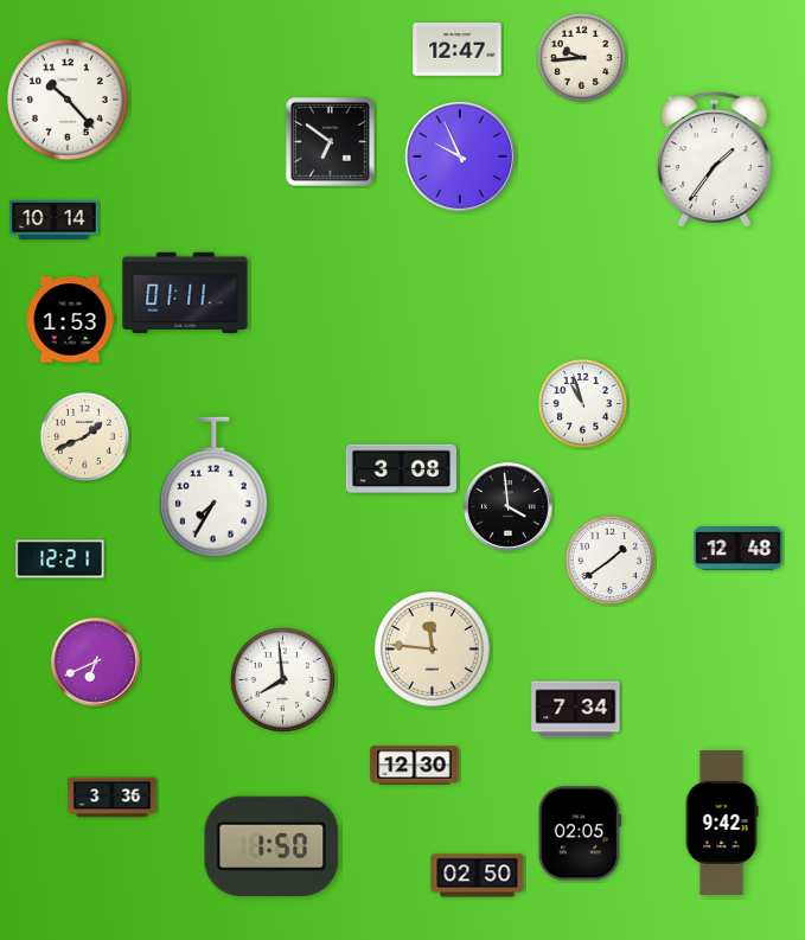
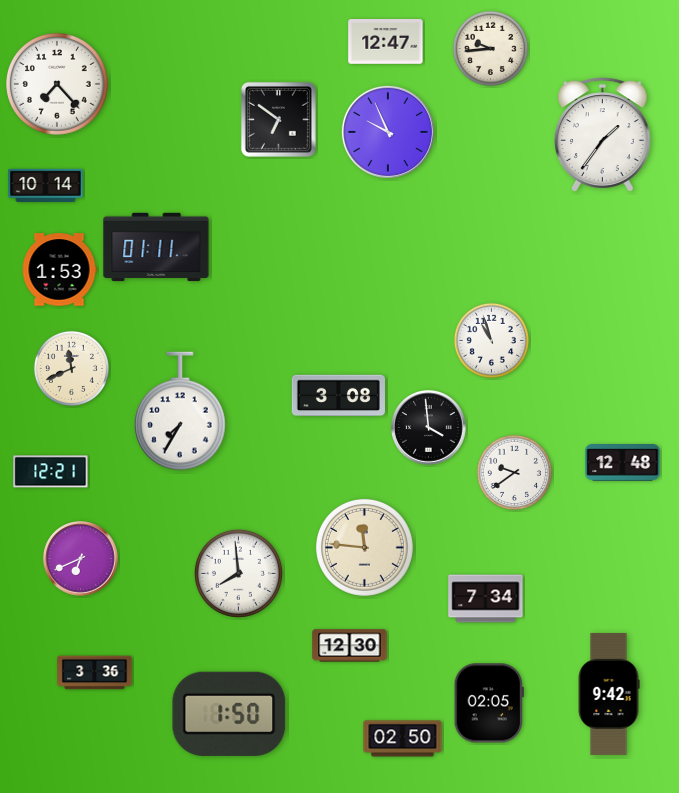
clock at (69, 101): 10:23 -> 7:23
clock at (84, 436): 1:41 -> 11:41
clock at (609, 559): 1:39 -> 9:39
